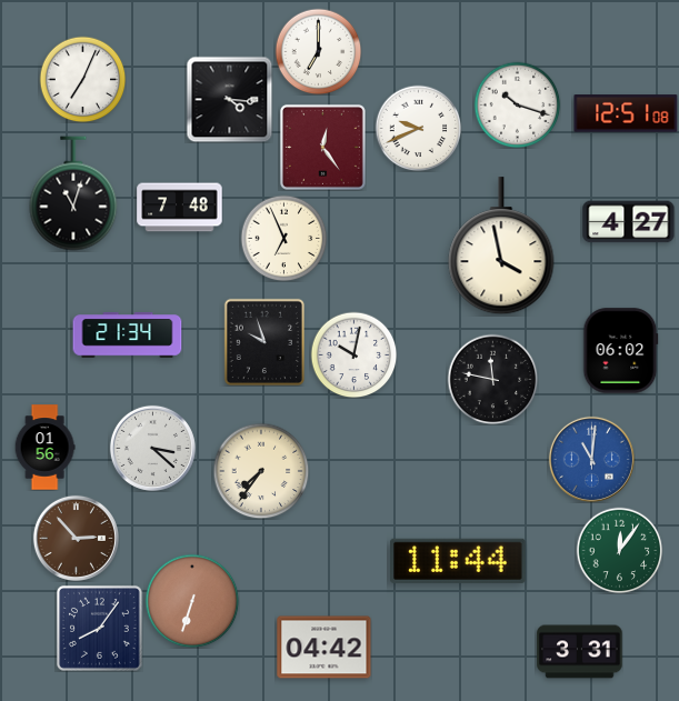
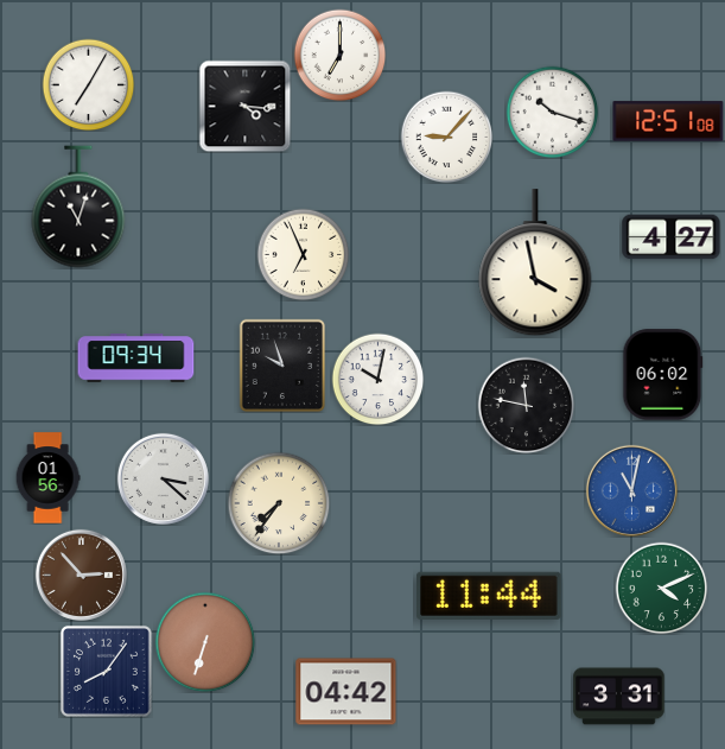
clock at (82, 79): 7:04 -> 7:05
clock at (418, 128): 9:41 -> 9:07
clock at (322, 147): 12:24 -> none
clock at (180, 208): 7:48 -> none
clock at (128, 336): 21:34 -> 09:34
clock at (591, 459): 11:01 -> 11:02
clock at (619, 550): 12:06 -> 4:11
clock at (458, 561) position: (458, 561) -> (489, 596)
